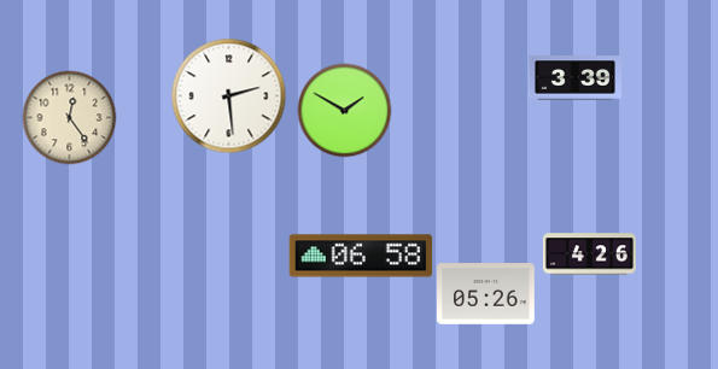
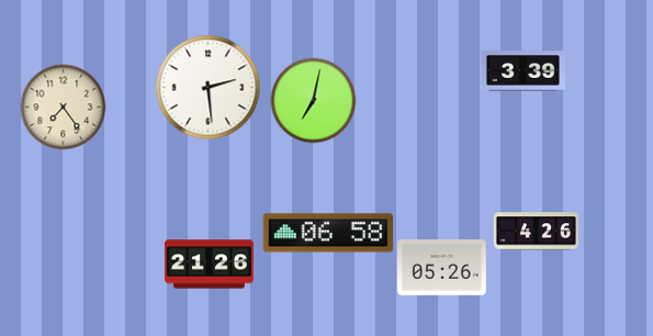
clock at (344, 110): 1:50 -> 7:02
clock at (69, 117): 12:24 -> 7:24
clock at (210, 265): none -> 21:26
